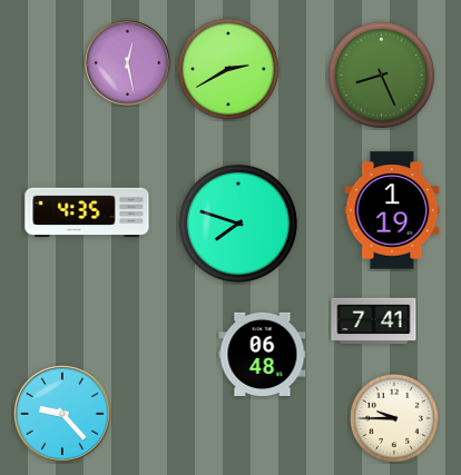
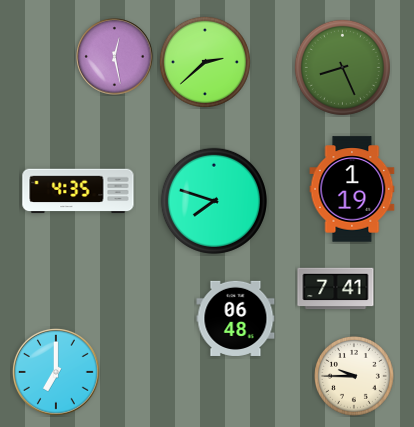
clock at (228, 69): 2:40 -> 2:38
clock at (62, 414): 9:23 -> 7:00
